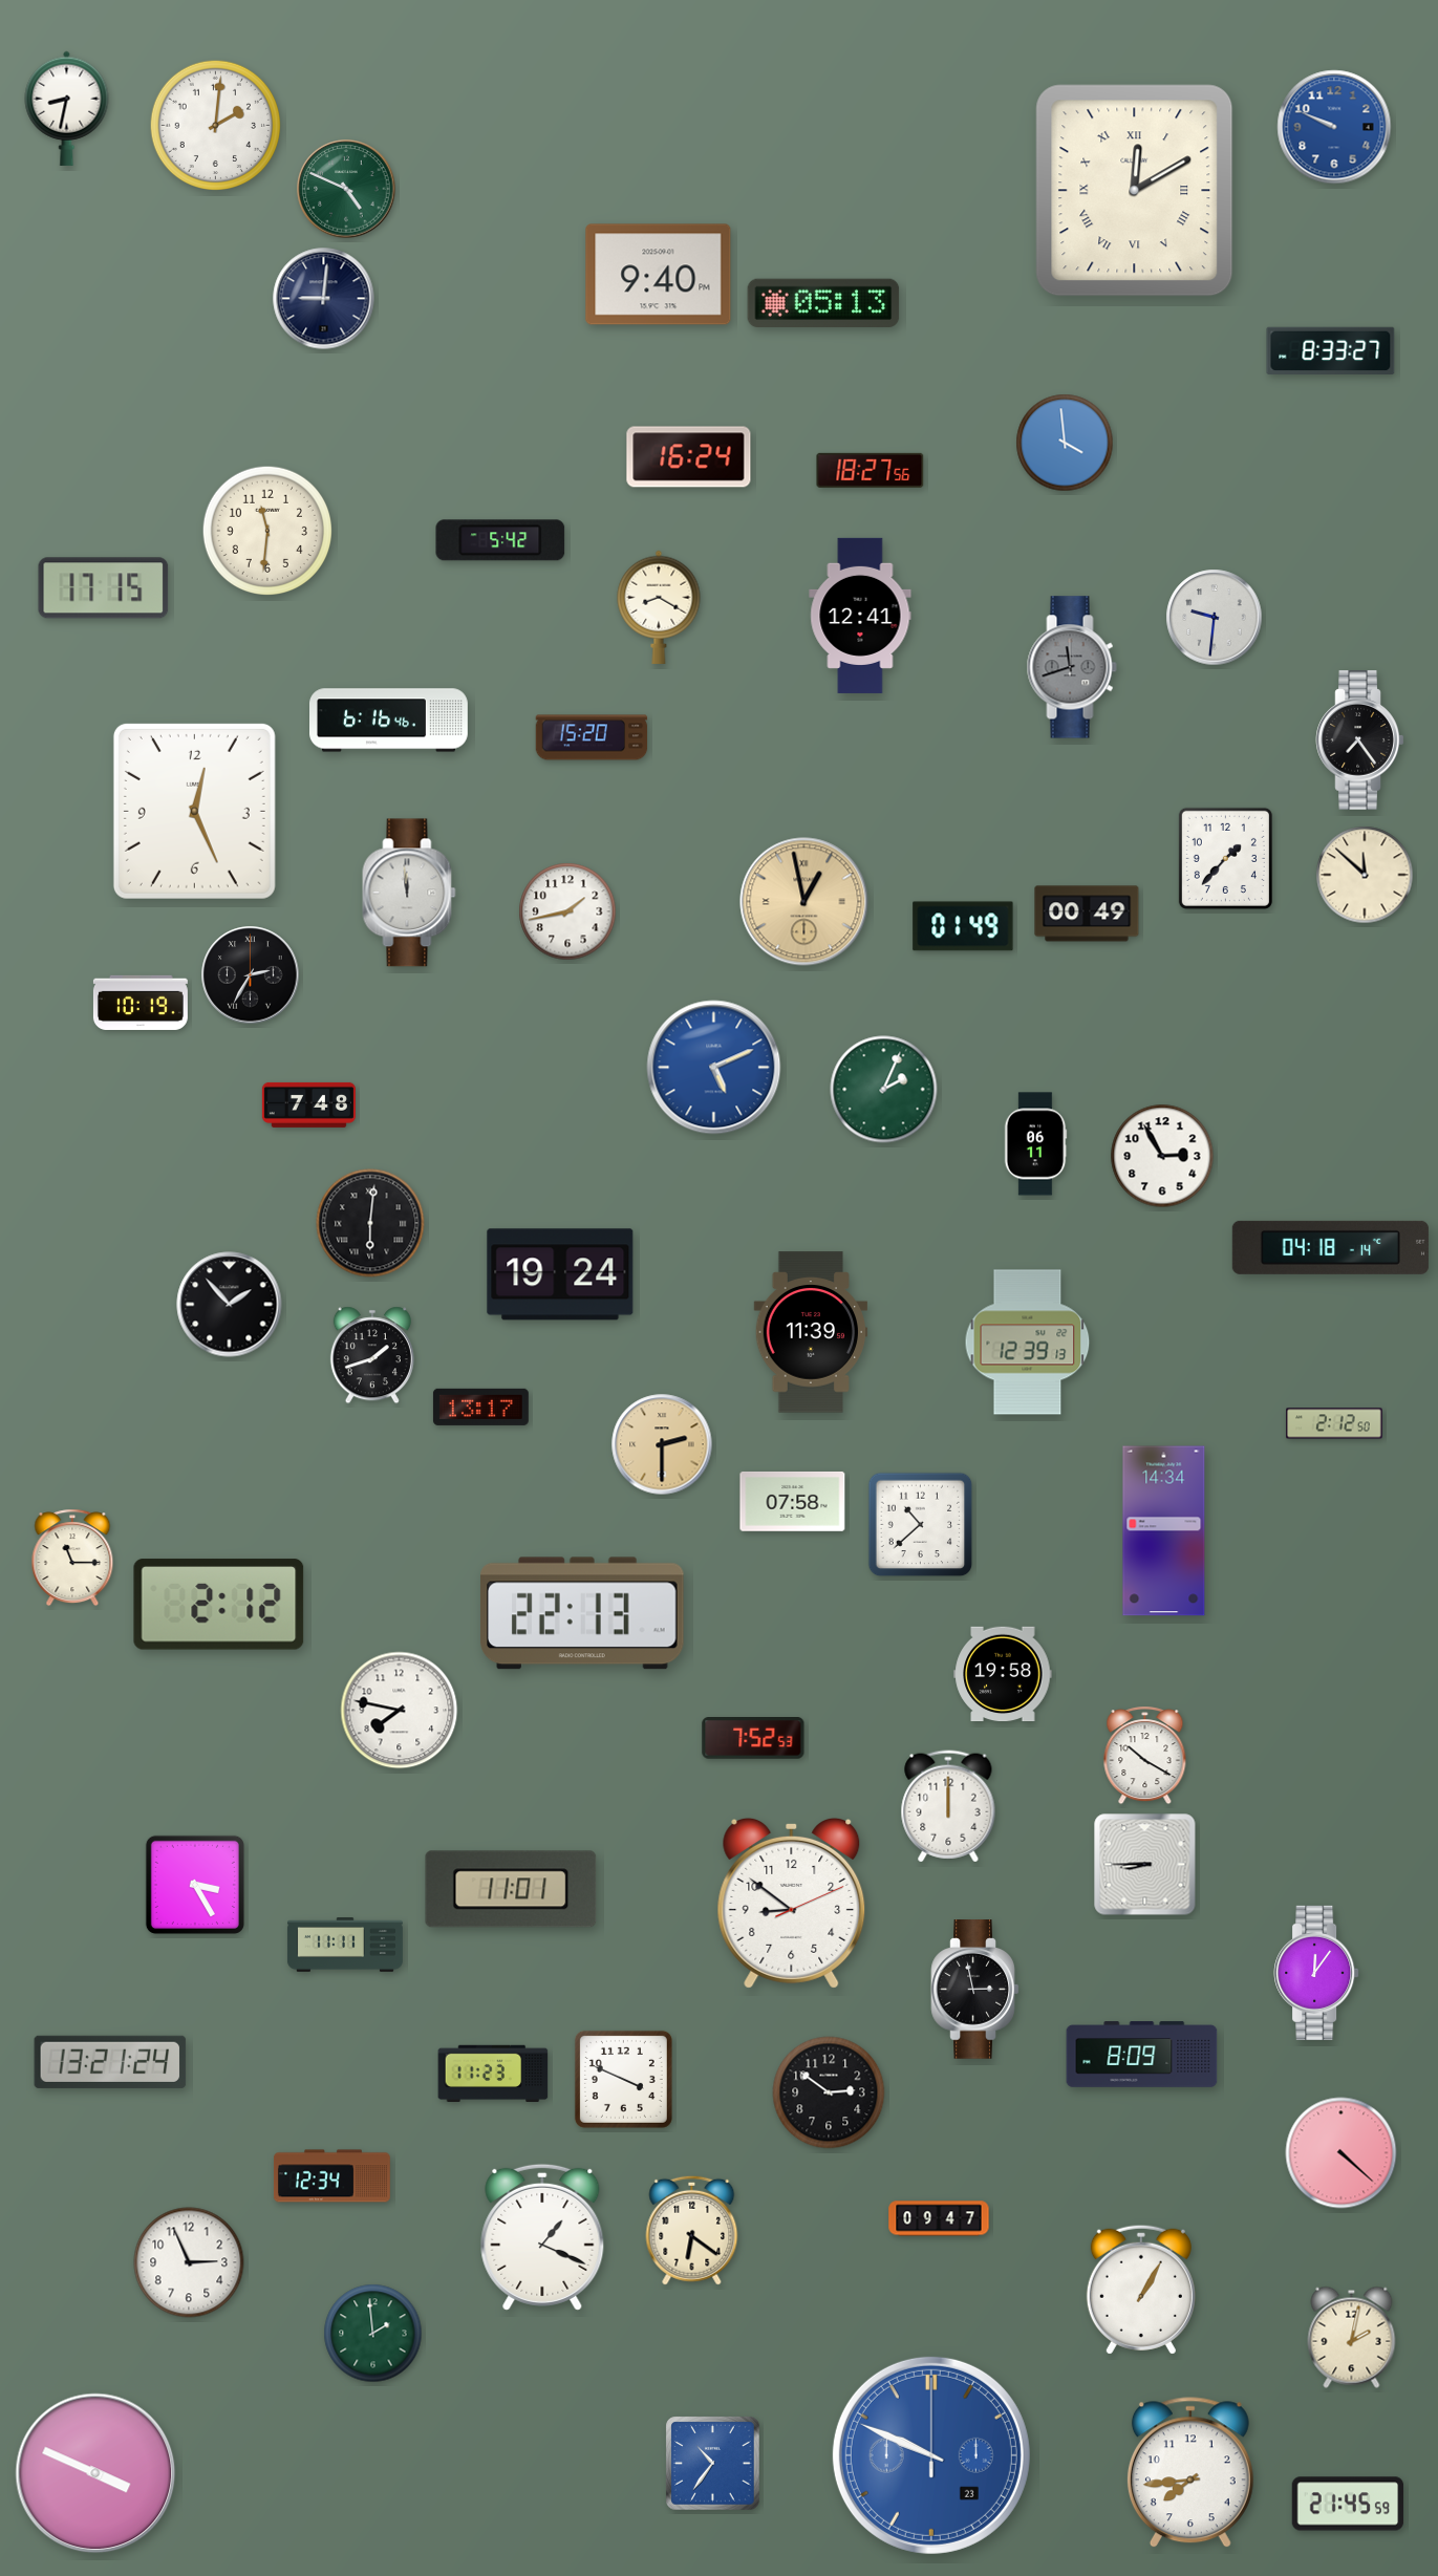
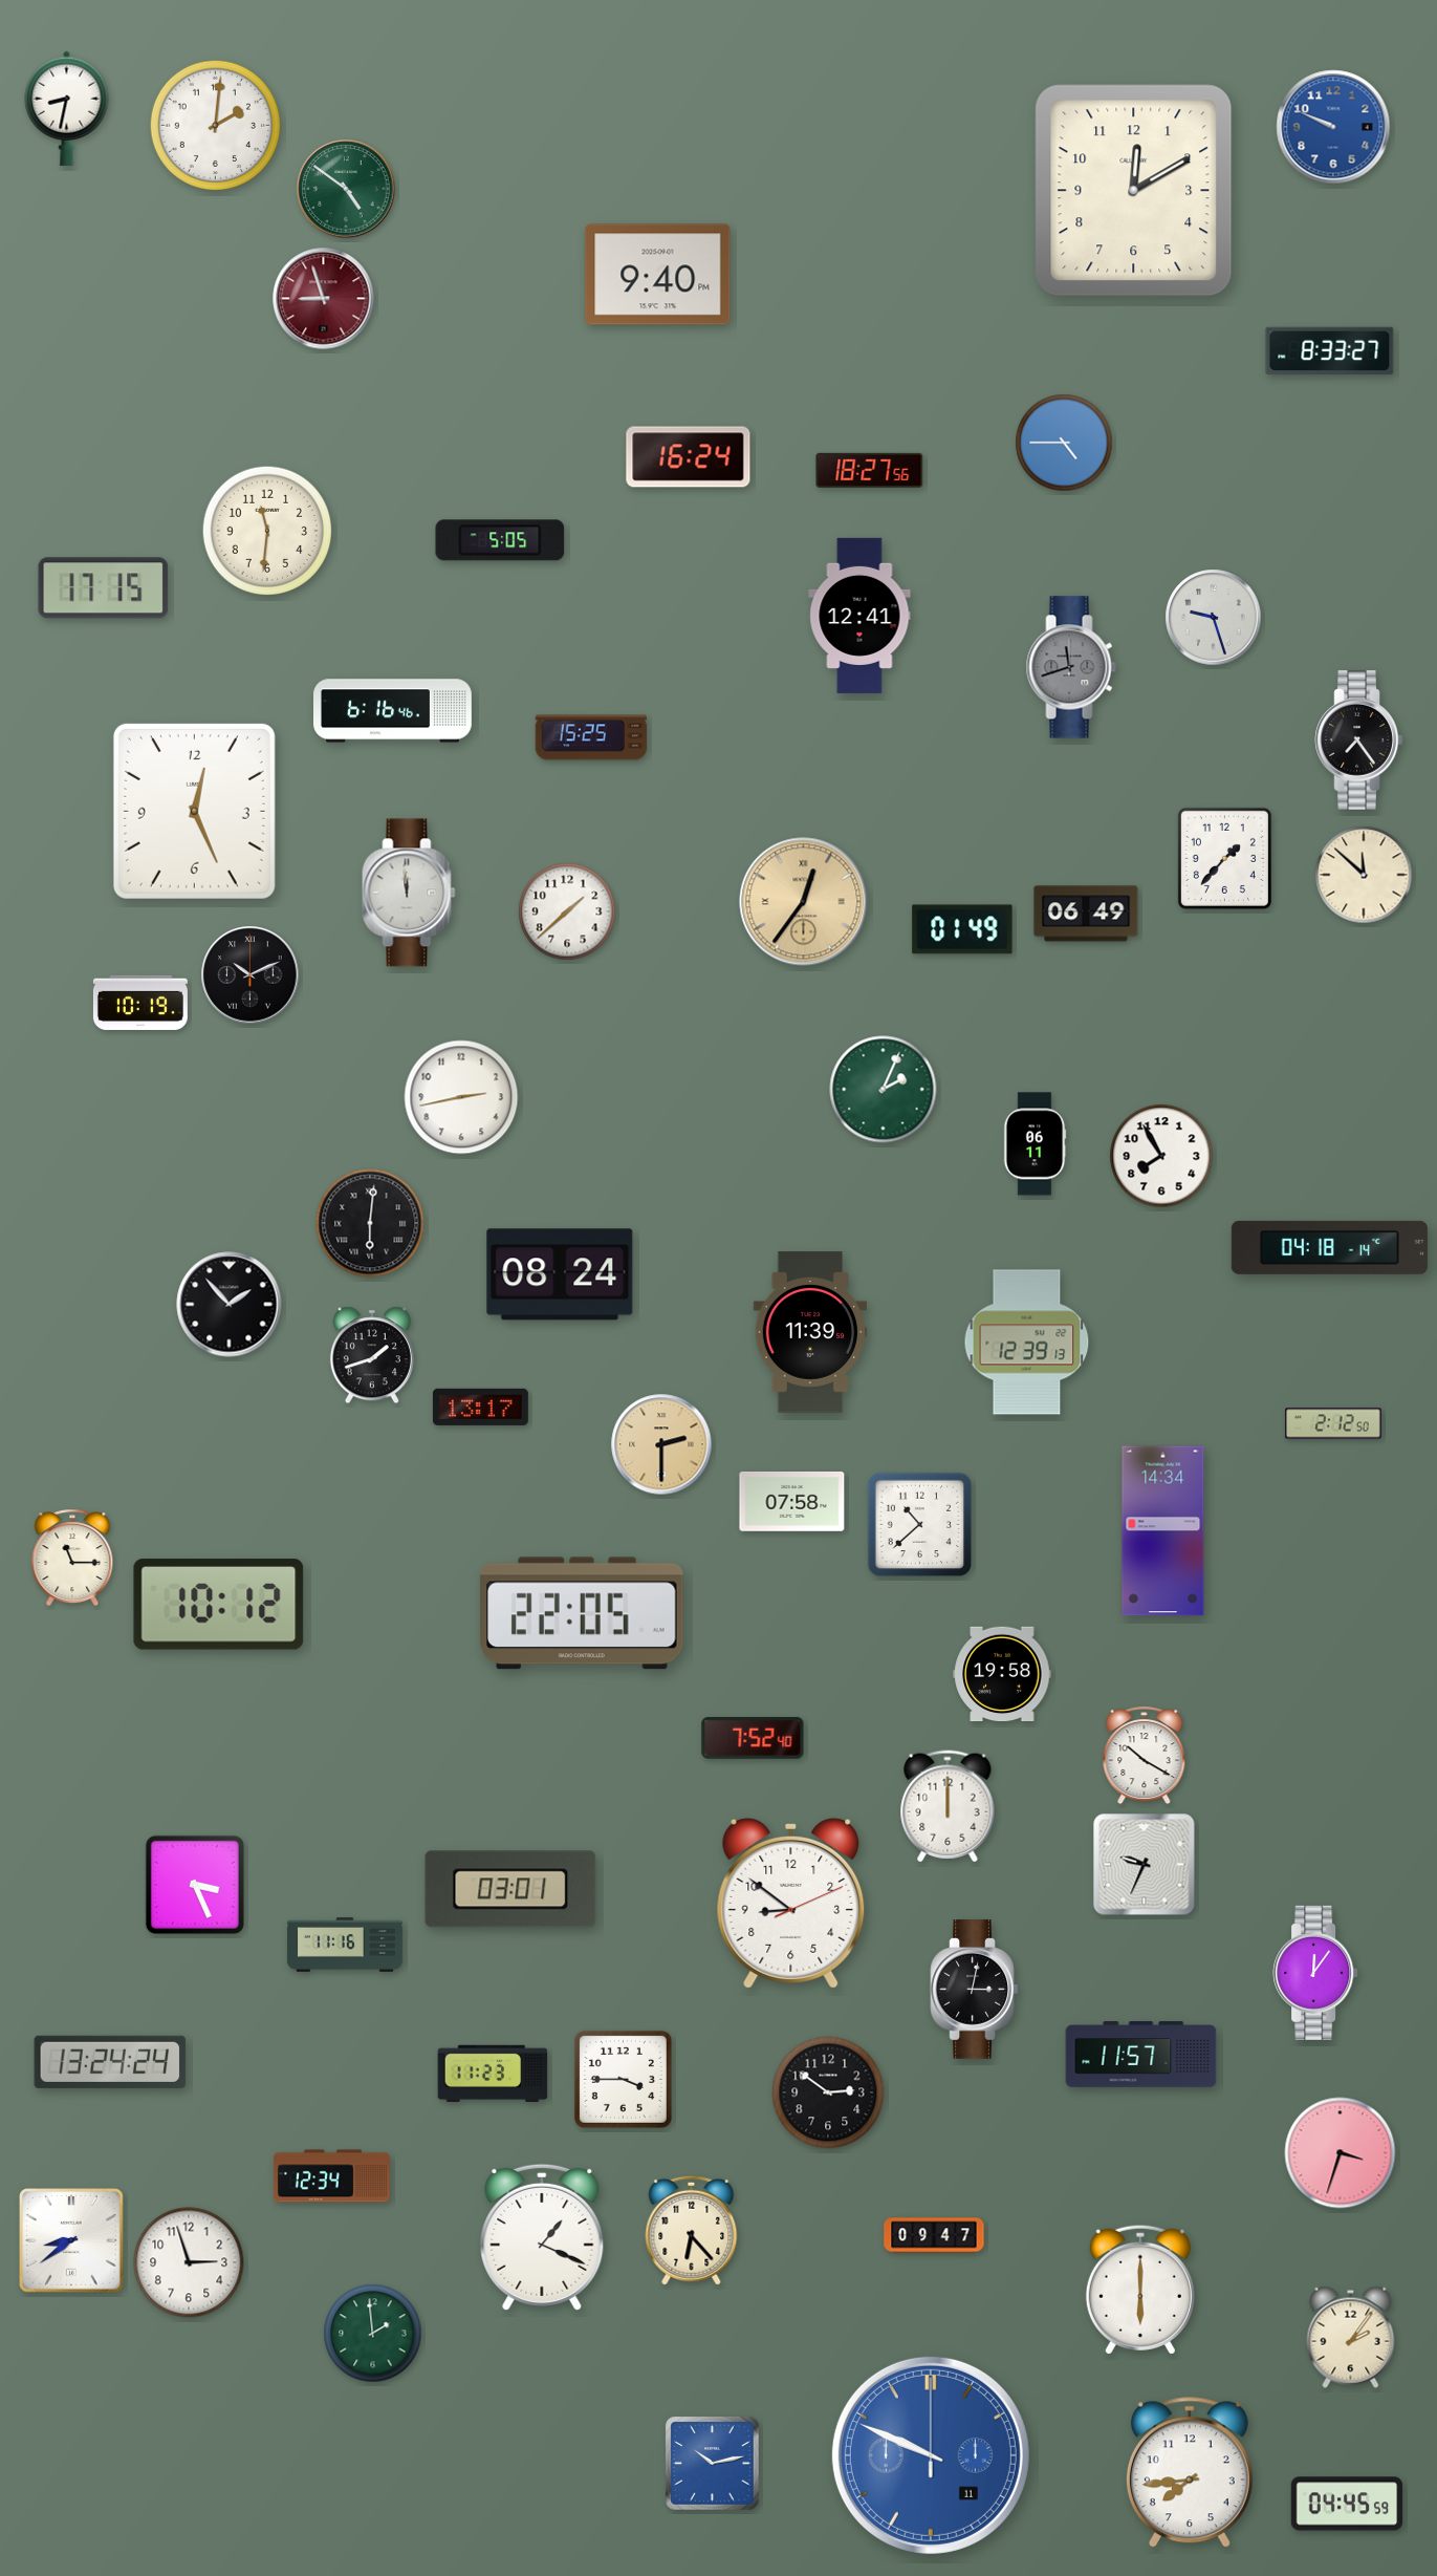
clock at (346, 189): 4:49 -> 4:51
clock at (1135, 191) numerals: Roman -> Arabic
clock at (324, 299): 9:01 -> 8:57
clock at (324, 299) dial: navy -> burgundy
clock at (823, 302): 05:13 -> none
clock at (1065, 443): 3:59 -> 4:45
clock at (500, 540): 5:42 -> 5:05
clock at (659, 607): 8:20 -> none
clock at (1215, 618): 9:31 -> 9:27
clock at (389, 721) position: (389, 721) -> (393, 711)
clock at (592, 737): 15:20 -> 15:25
clock at (804, 902): 12:58 -> 12:36
clock at (567, 911): 1:43 -> 1:38
clock at (1087, 914): 00:49 -> 06:49
clock at (963, 926) position: (963, 926) -> (962, 929)
clock at (251, 975): 2:35 -> 10:11
clock at (714, 1068): 5:11 -> none
clock at (461, 1097): none -> 2:43
clock at (308, 1104): 7:48 -> none
clock at (1162, 1156): 2:55 -> 7:55
clock at (560, 1274): 19:24 -> 08:24
clock at (219, 1605): 2:12 -> 10:12
clock at (582, 1613): 22:13 -> 22:05
clock at (400, 1711): 7:47 -> none
clock at (753, 1739): 7:52:53 -> 7:52:40
clock at (1145, 1865): 8:45 -> 9:34
clock at (195, 1885): 3:25 -> 3:26
clock at (511, 1889): 11:01 -> 03:01
clock at (345, 1945): 11:11 -> 11:16
clock at (975, 1990): 2:58 -> 3:02
clock at (1142, 2055): 8:09 -> 11:57
clock at (110, 2062): 13:21 -> 13:24
clock at (623, 2079): 3:49 -> 3:45
clock at (1342, 2153): 4:22 -> 3:33
clock at (939, 2218) position: (939, 2218) -> (934, 2235)
clock at (692, 2230): 6:21 -> 6:23
clock at (71, 2240): none -> 8:39
clock at (189, 2262): 2:56 -> 2:57
clock at (1141, 2290): 1:05 -> 6:00
clock at (1352, 2337): 2:02 -> 2:06
clock at (931, 2455) date: 23 -> 11
clock at (713, 2464): 10:36 -> 10:13
clock at (95, 2473): 3:49 -> none
clock at (1348, 2504): 21:45 -> 04:45
